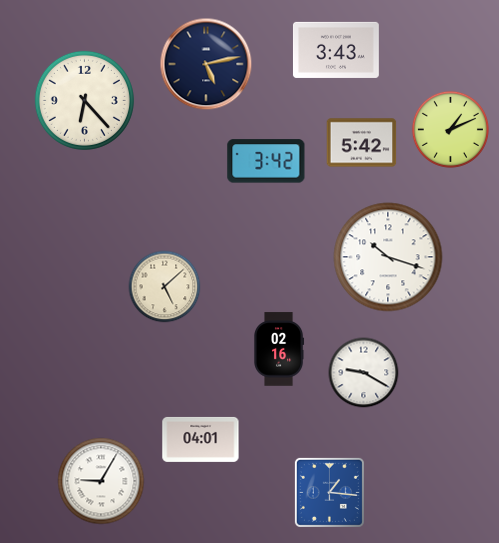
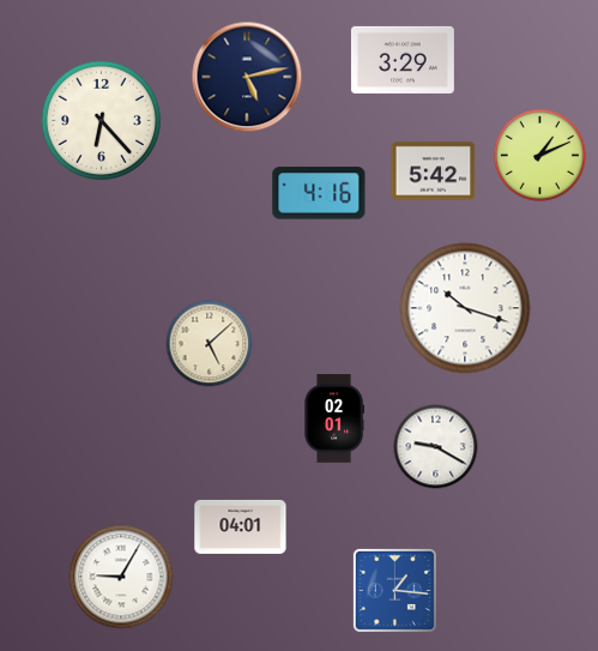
clock at (336, 50): 3:43 -> 3:29
clock at (266, 161): 3:42 -> 4:16
clock at (165, 287) position: (165, 287) -> (210, 344)
clock at (279, 349): 02:16 -> 02:01
